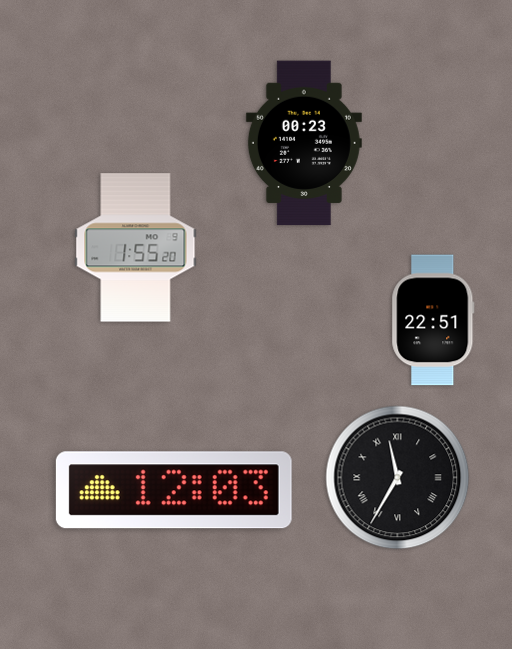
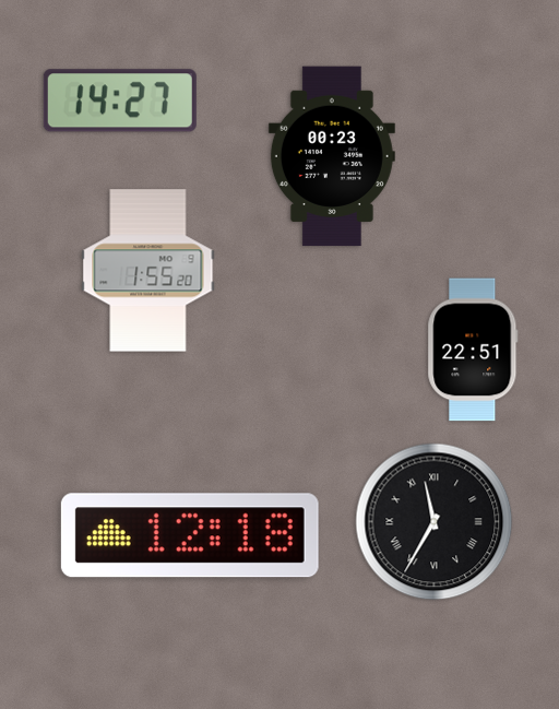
clock at (120, 101): none -> 14:27
clock at (174, 490): 12:03 -> 12:18
